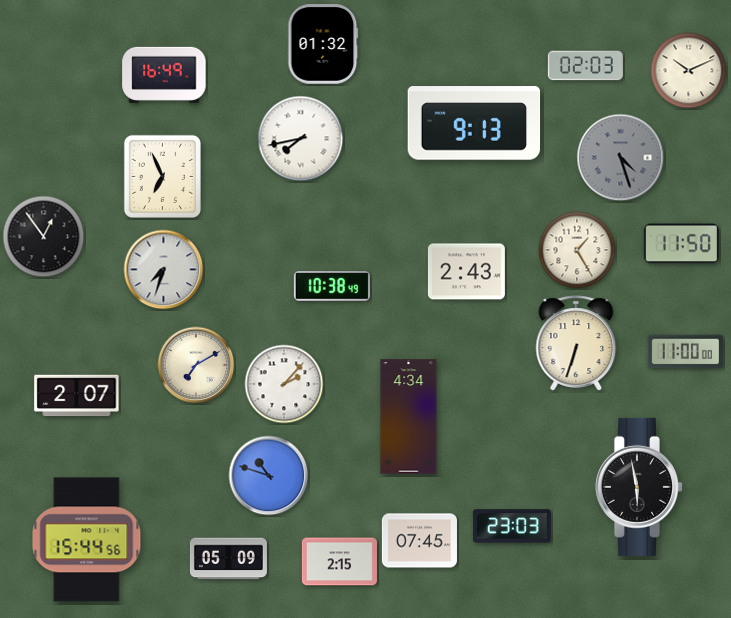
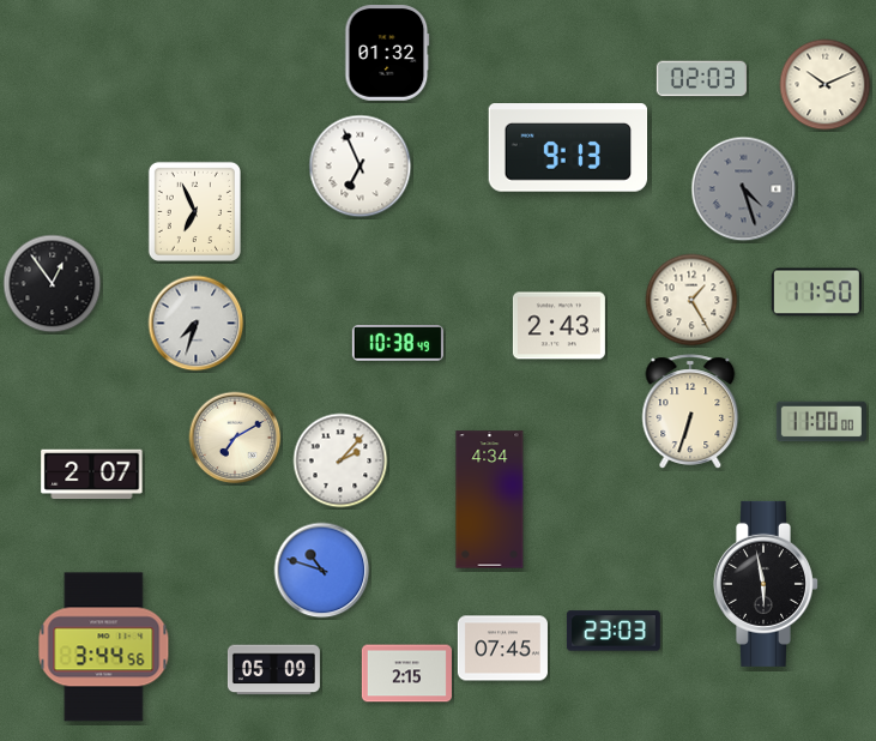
clock at (164, 75): 16:49 -> none
clock at (301, 139): 7:43 -> 6:56
clock at (87, 540): 15:44 -> 3:44
